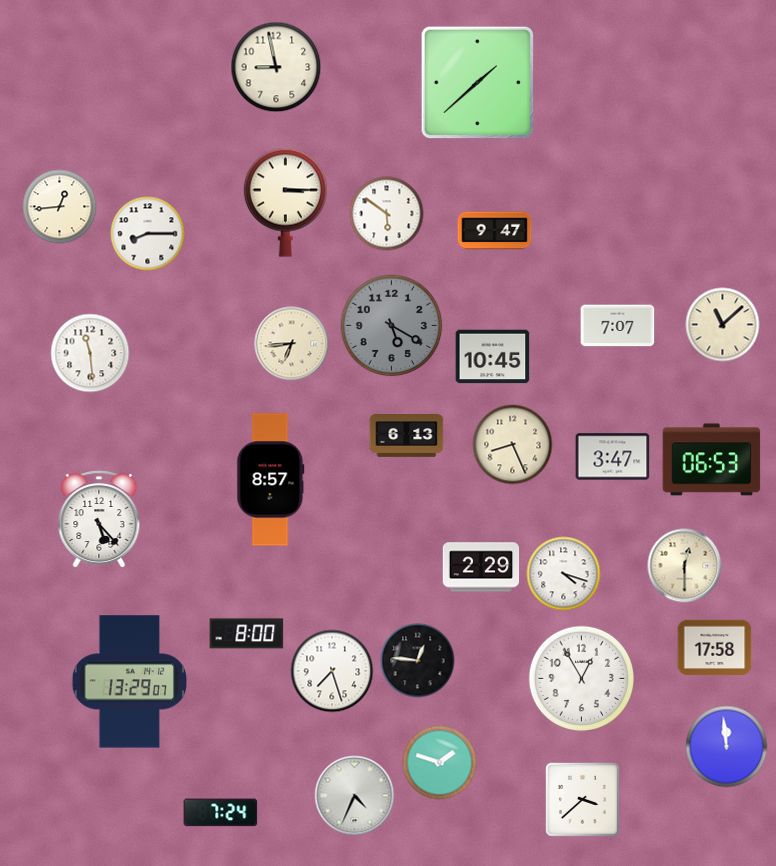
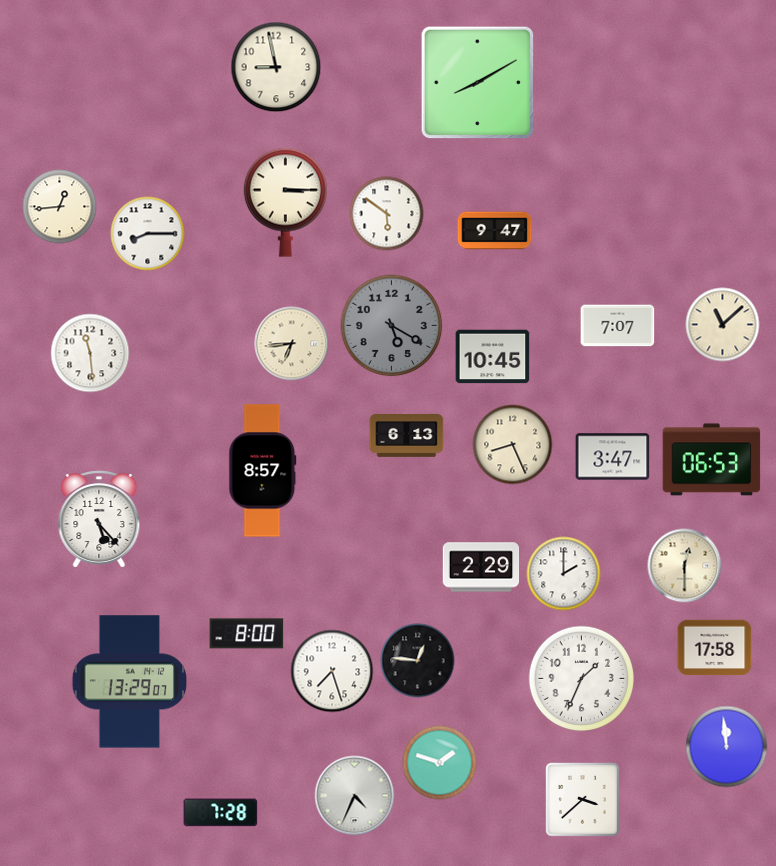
clock at (478, 83): 1:38 -> 8:10
clock at (271, 480) position: (271, 480) -> (263, 471)
clock at (564, 574): 4:18 -> 2:00
clock at (582, 679): 12:55 -> 1:34
clock at (221, 813): 7:24 -> 7:28
